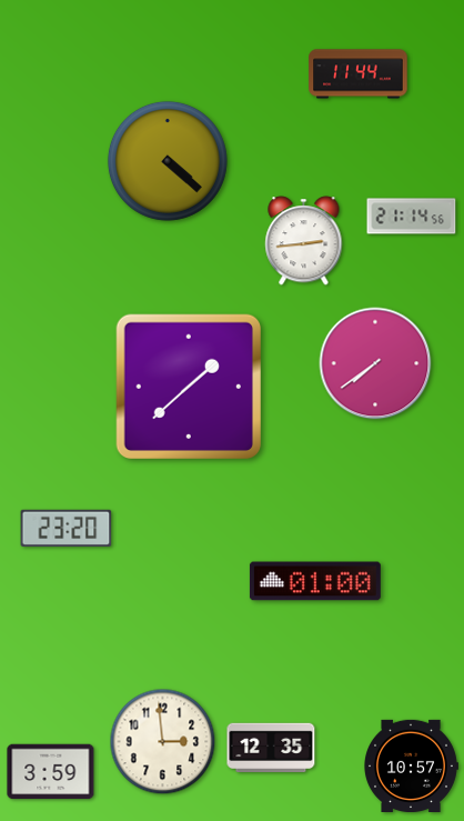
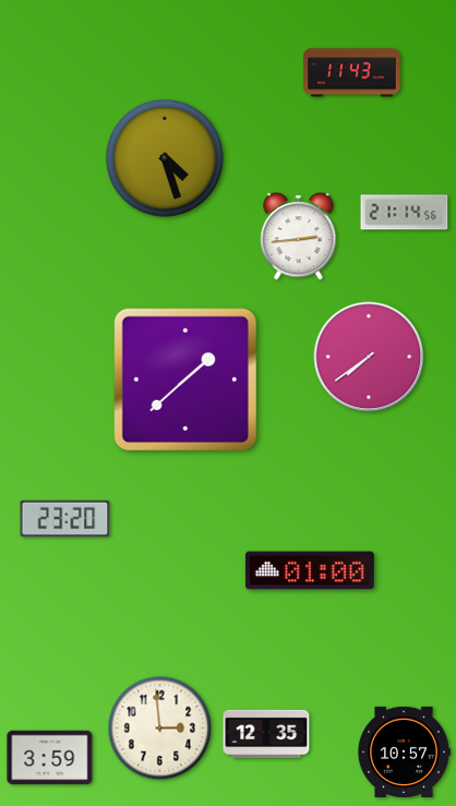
clock at (359, 74): 11:44 -> 11:43
clock at (168, 161): 4:22 -> 4:27
